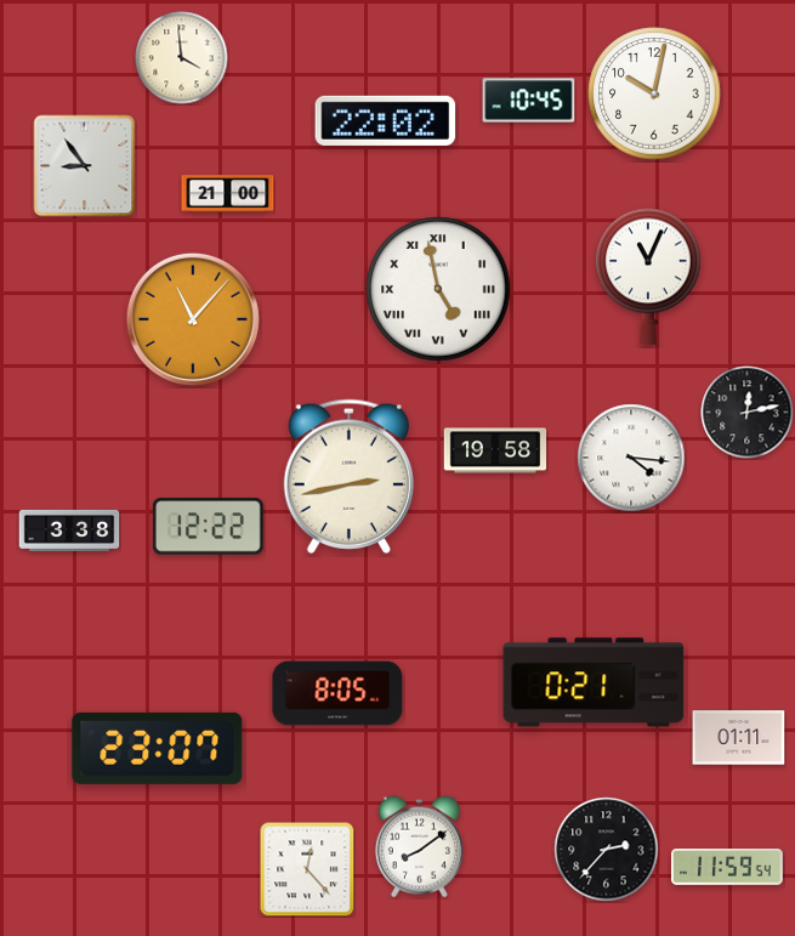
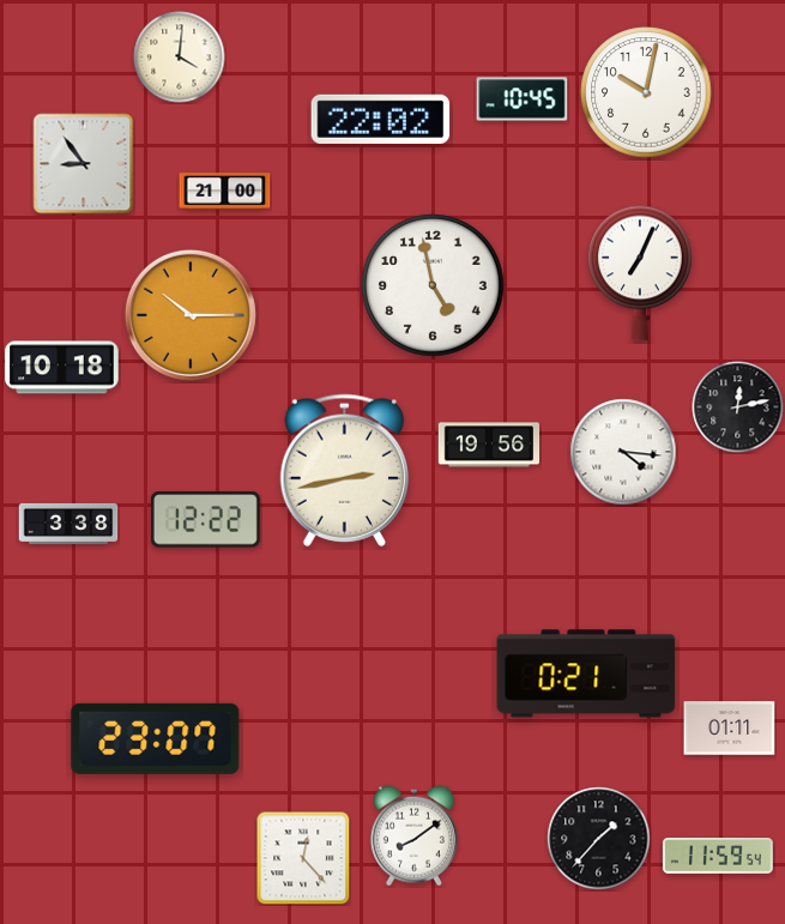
clock at (182, 58): 3:59 -> 4:01
clock at (648, 277): 11:04 -> 7:04
clock at (438, 289) numerals: Roman -> Arabic
clock at (193, 319): 11:07 -> 10:15
clock at (62, 368): none -> 10:18
clock at (495, 450): 19:58 -> 19:56
clock at (337, 693): 8:05 -> none
clock at (607, 850): 2:37 -> 1:37
